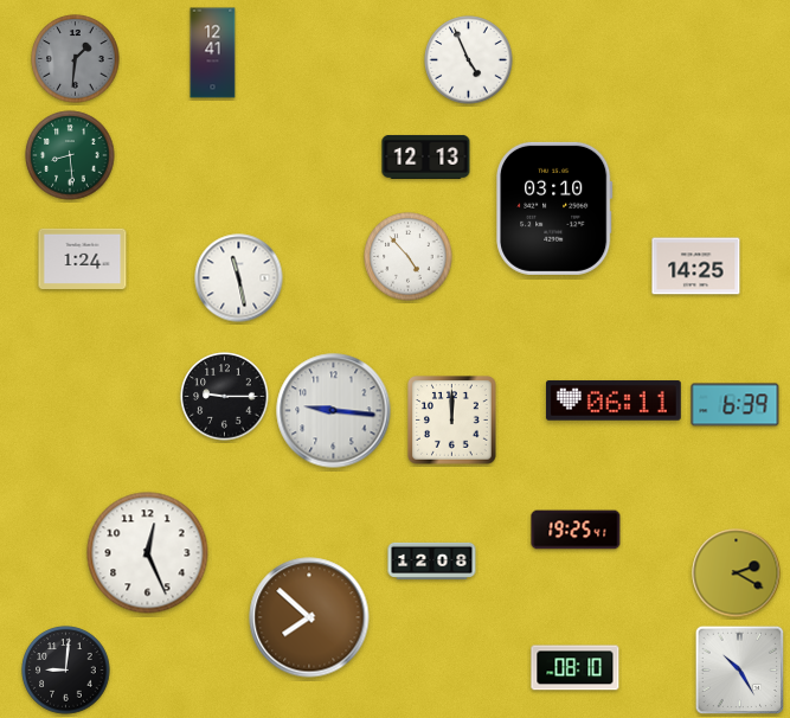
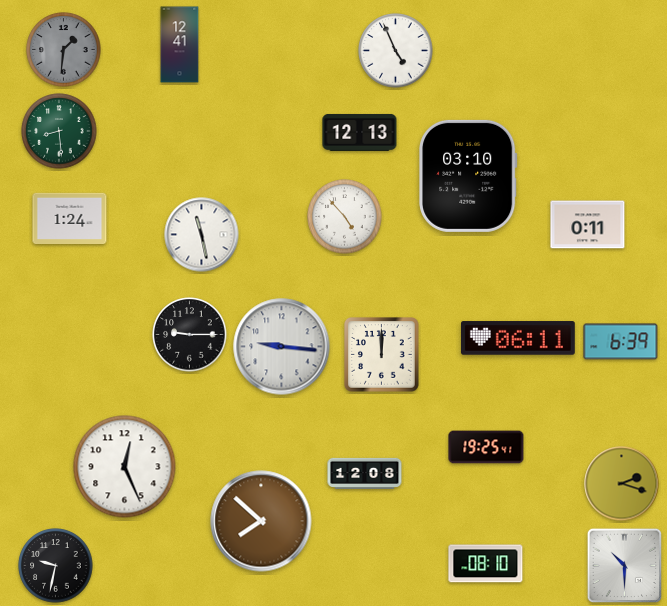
clock at (696, 267): 14:25 -> 0:11
clock at (737, 573): 2:20 -> 2:18
clock at (66, 671): 9:01 -> 9:32
clock at (740, 671): 10:25 -> 10:30
